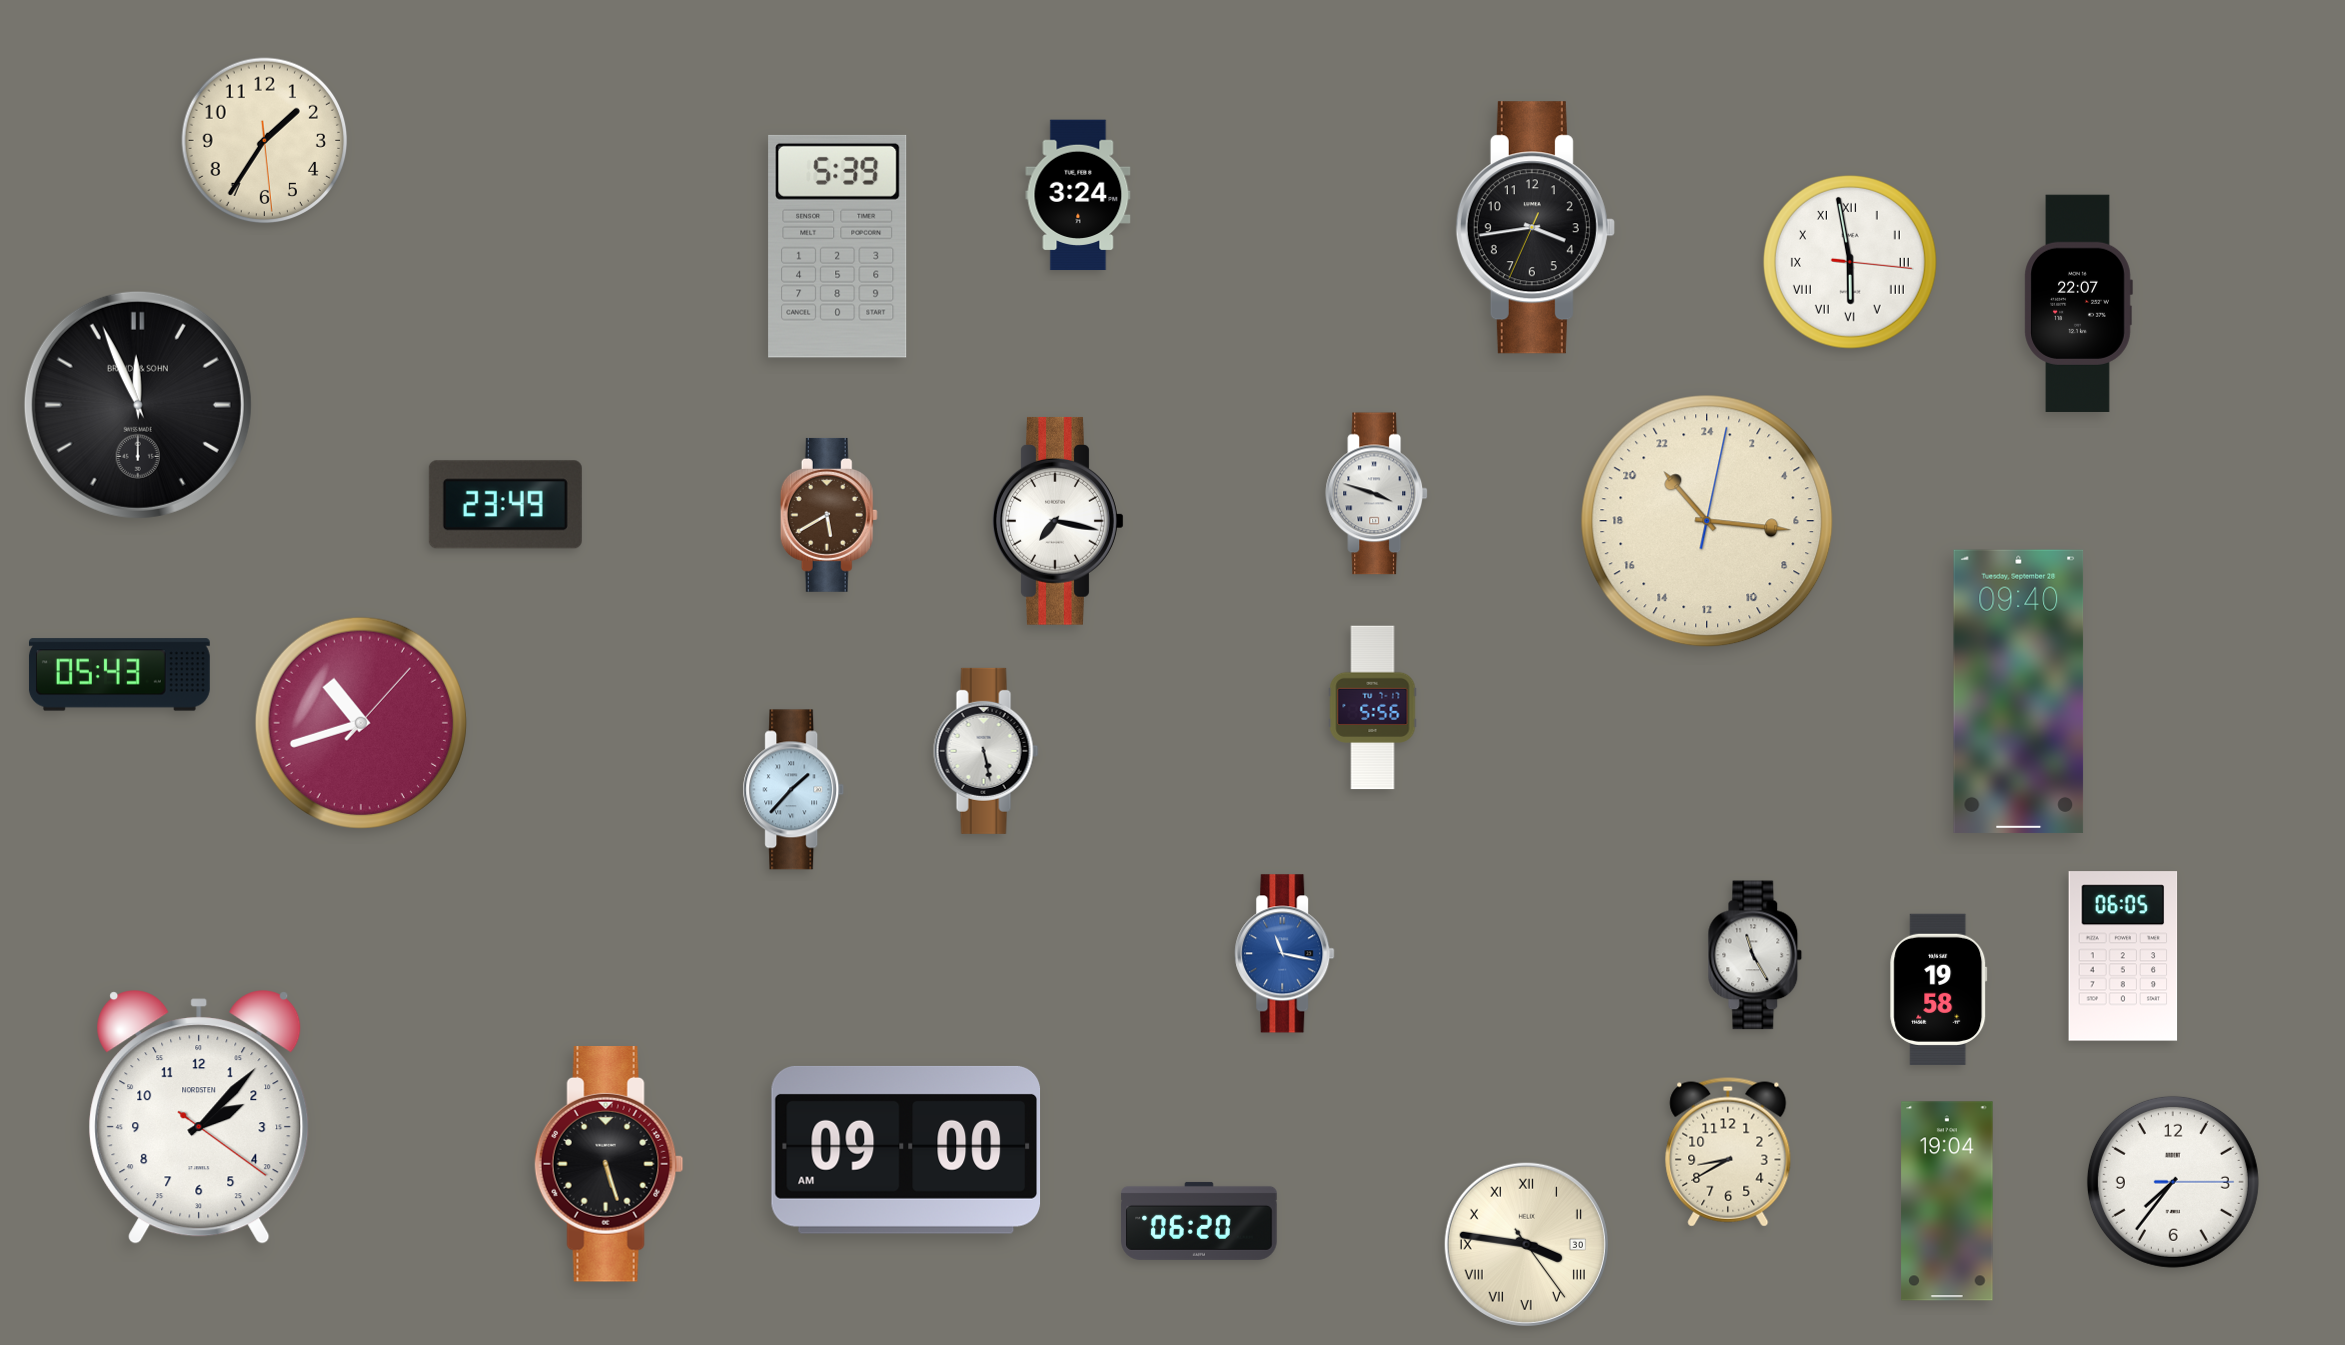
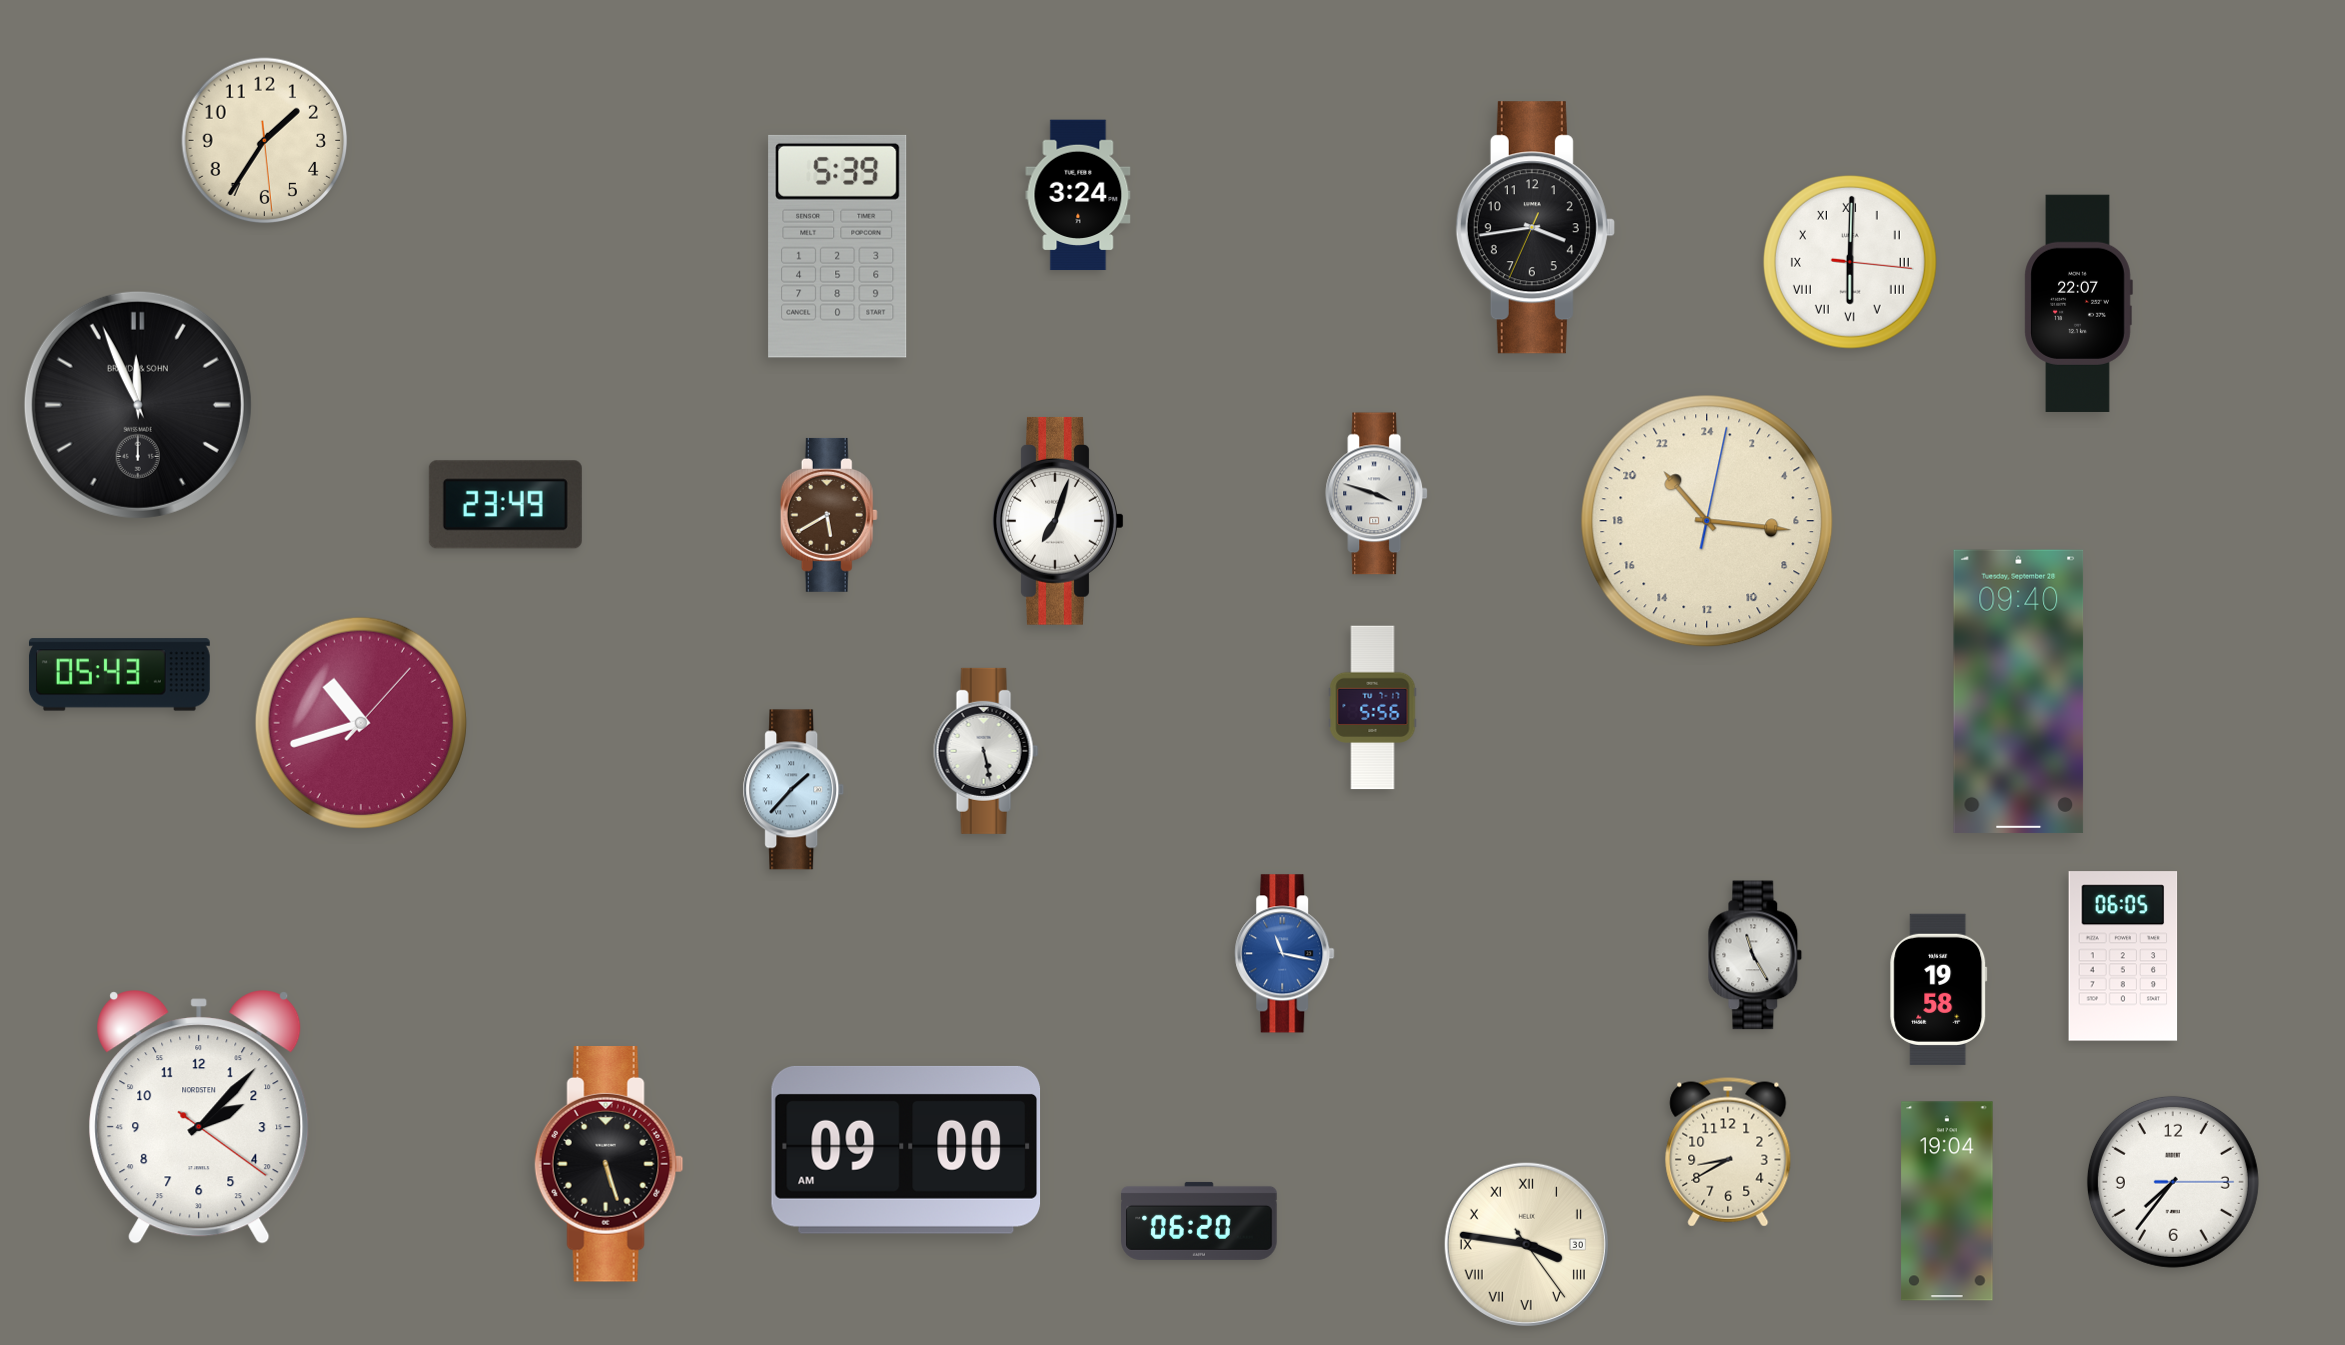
clock at (1850, 262): 5:58 -> 6:00
clock at (1058, 521): 7:17 -> 7:03
